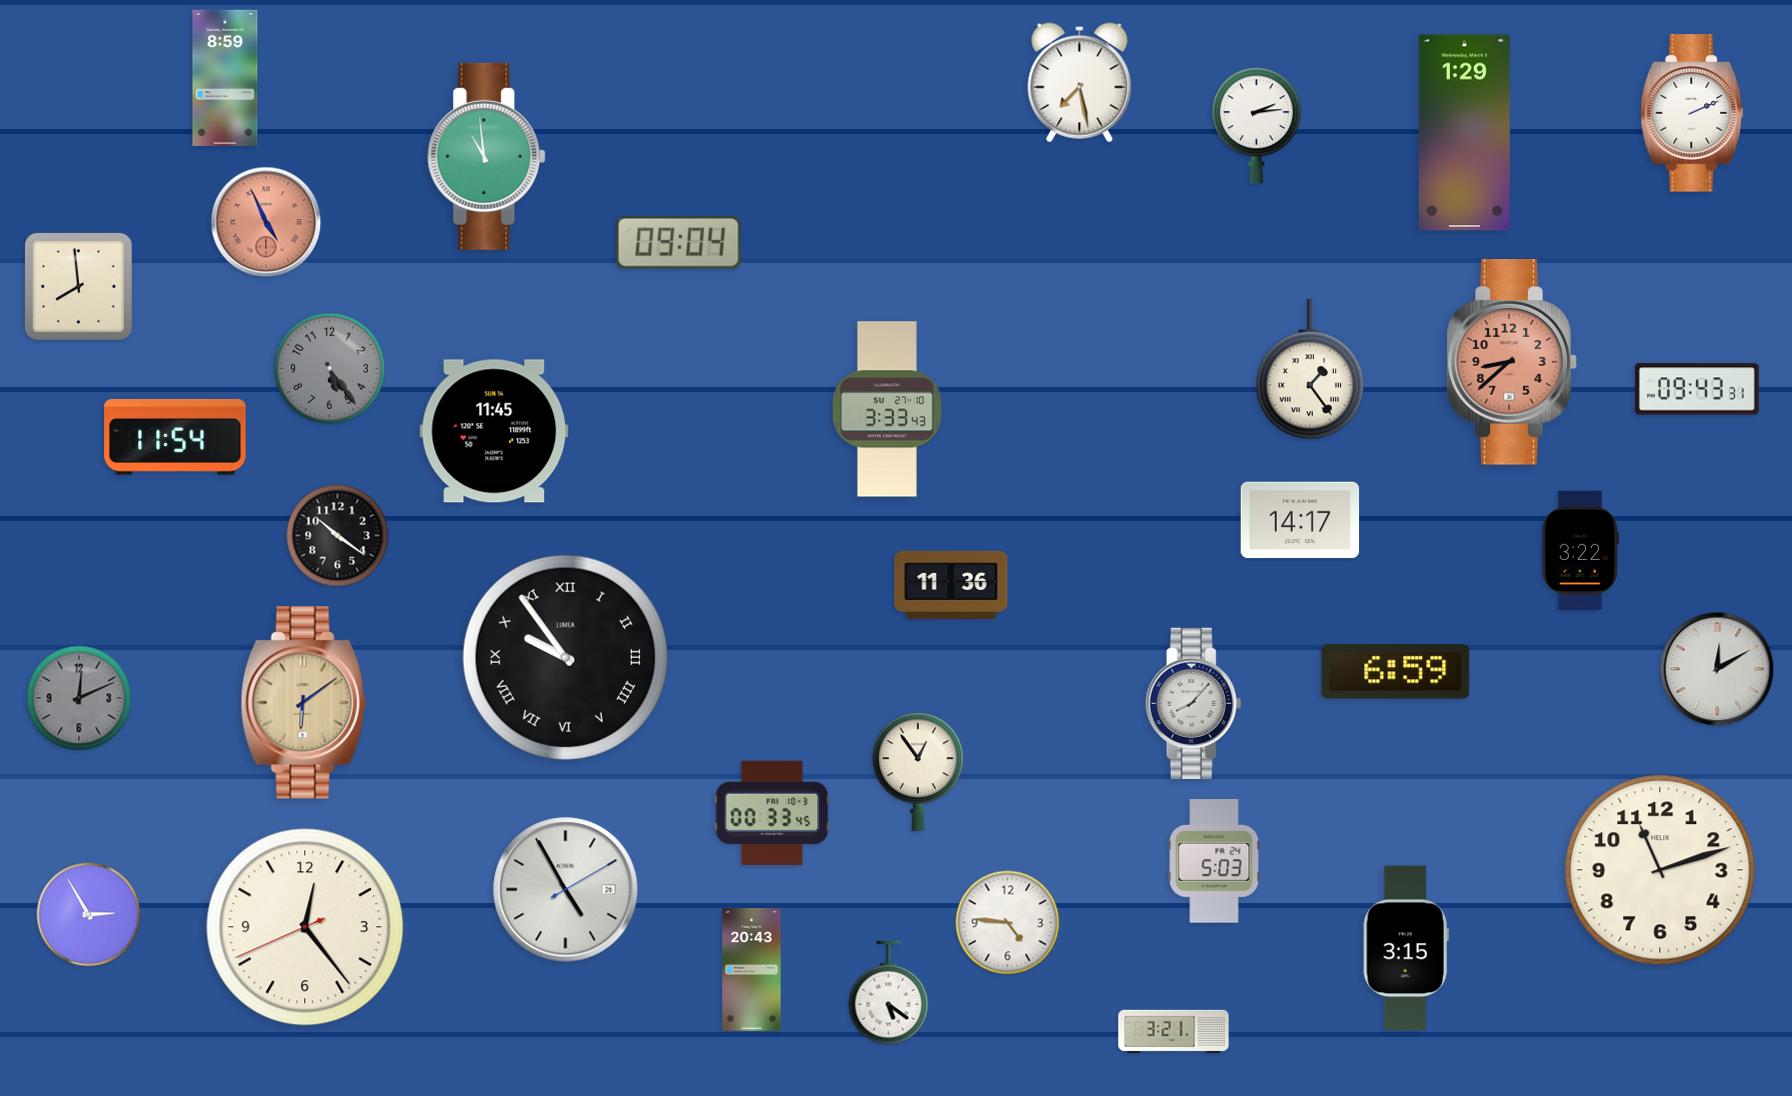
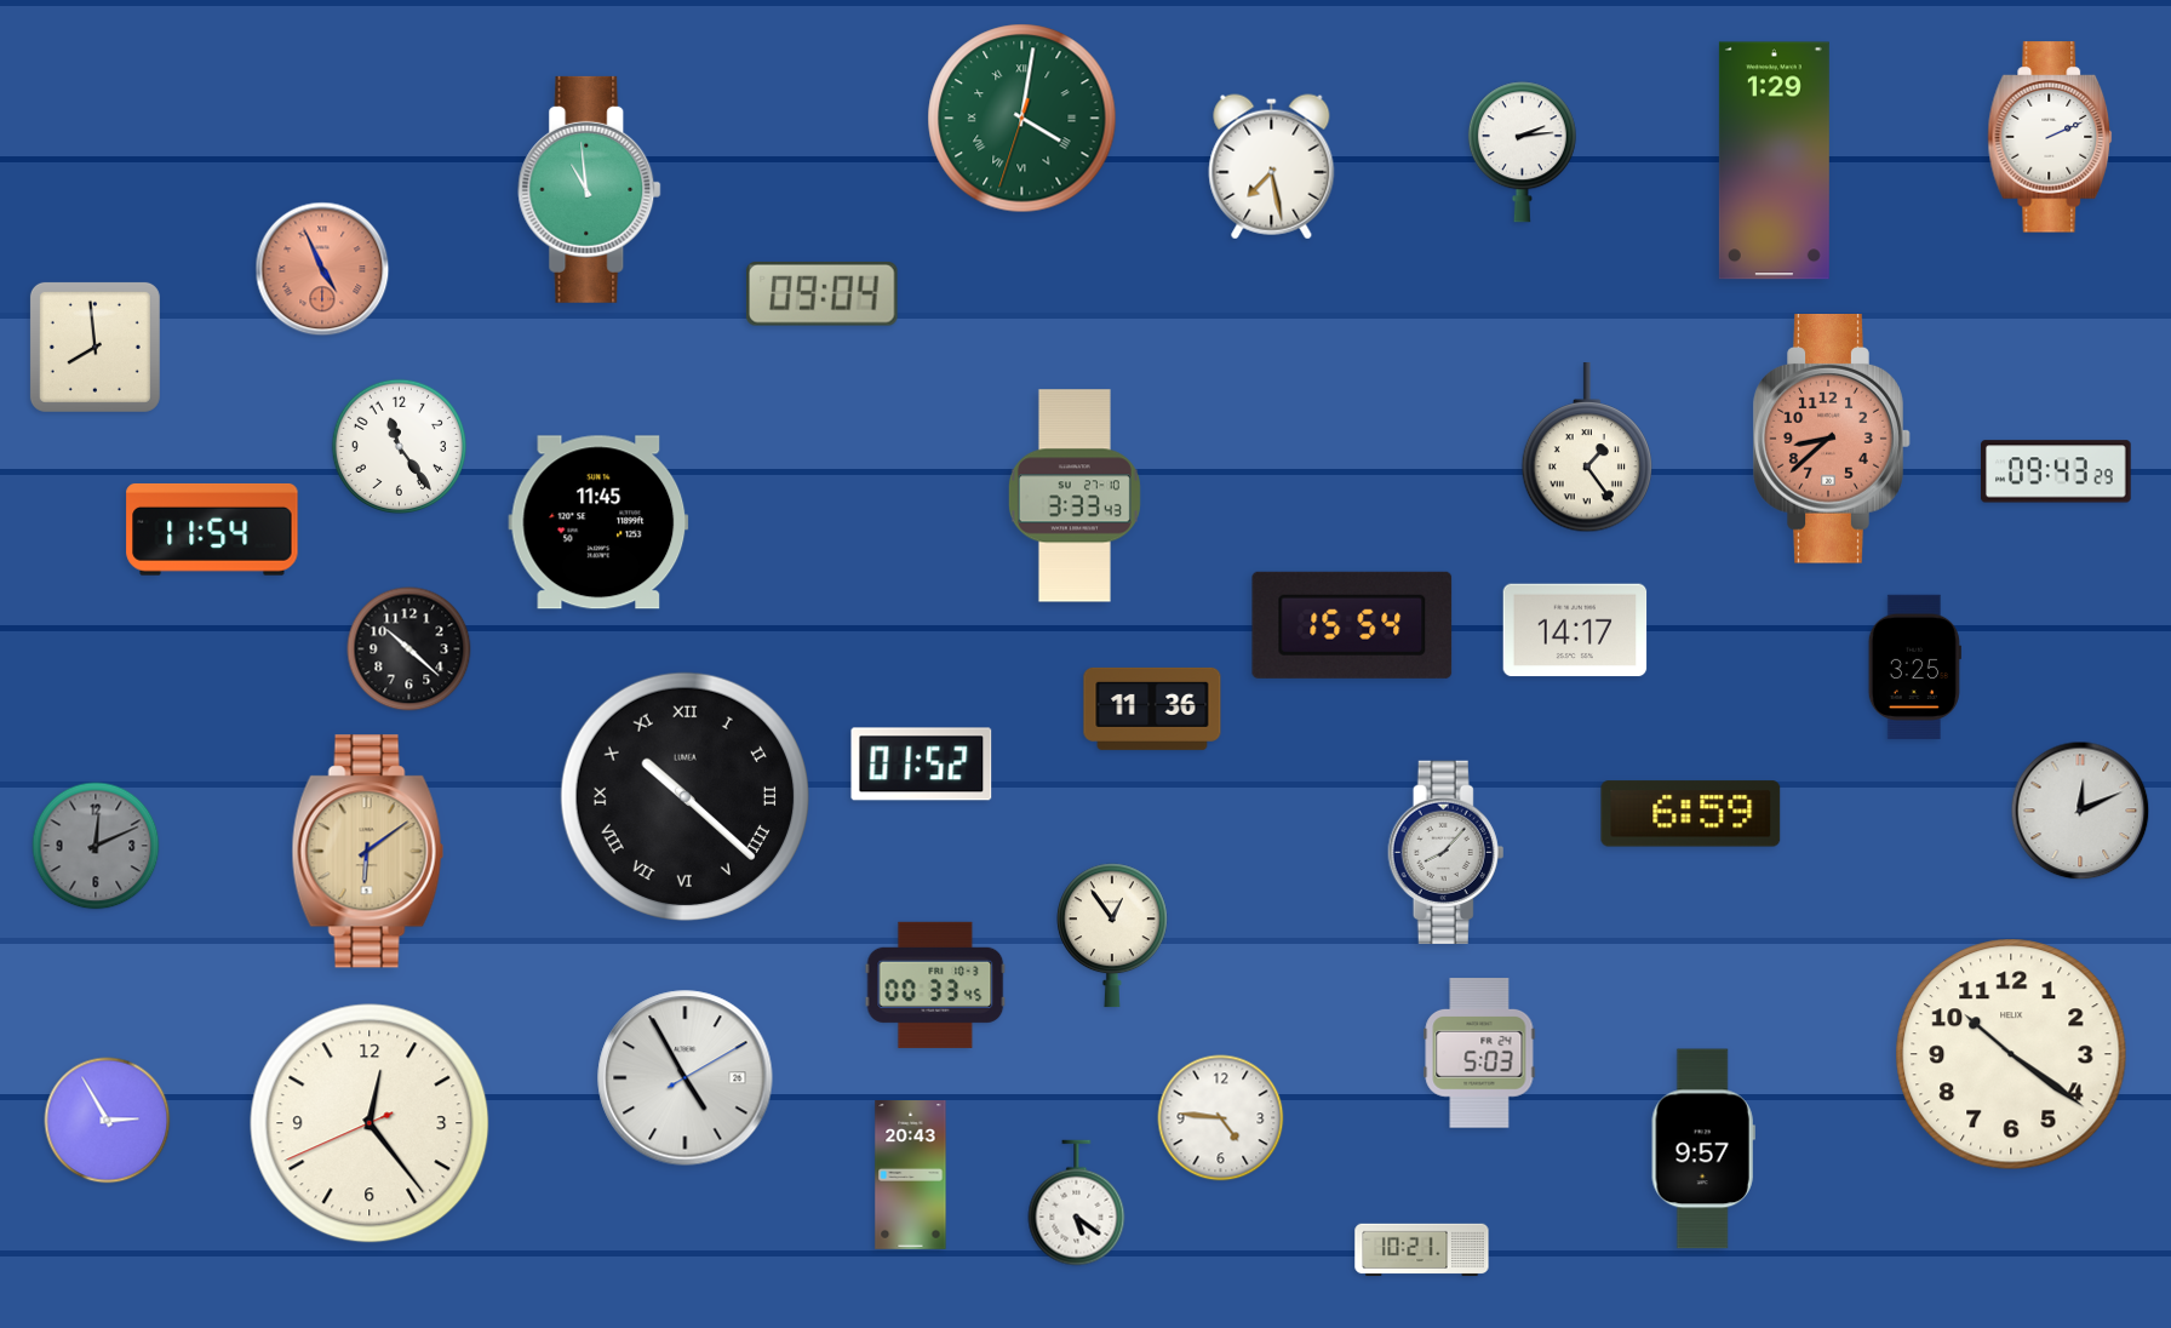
clock at (225, 78): 8:59 -> none
clock at (1080, 83) position: (1080, 83) -> (1272, 167)
clock at (1023, 119): none -> 4:01
clock at (329, 368): 5:24 -> 11:24
clock at (329, 368) dial: grey -> white
clock at (1698, 389): 09:43:31 -> 09:43:29
clock at (1352, 625): none -> 15:54
clock at (338, 536): 10:21 -> 10:22
clock at (1580, 551): 3:22 -> 3:25
clock at (922, 765): none -> 01:52
clock at (565, 657): 9:54 -> 10:22
clock at (1717, 669): 12:10 -> 12:11
clock at (1214, 862) position: (1214, 862) -> (1479, 1054)
clock at (1660, 870): 11:12 -> 10:21
clock at (89, 915) position: (89, 915) -> (108, 1121)
clock at (1406, 948): 3:15 -> 9:57
clock at (1174, 1032): 3:21 -> 10:21
